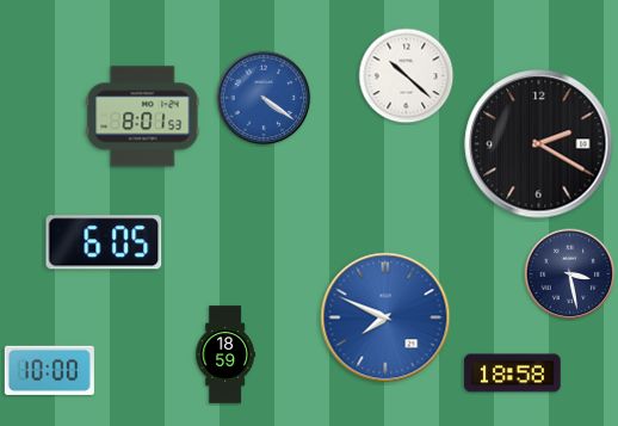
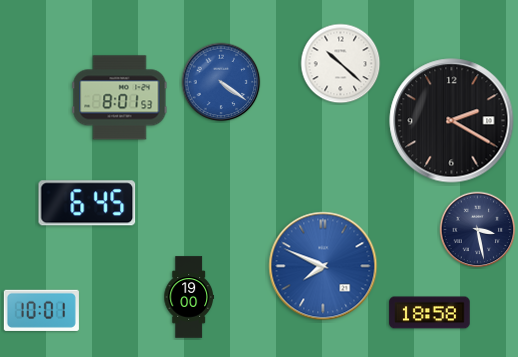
clock at (104, 242): 6:05 -> 6:45
clock at (224, 354): 18:59 -> 19:00
clock at (49, 370): 10:00 -> 10:01
